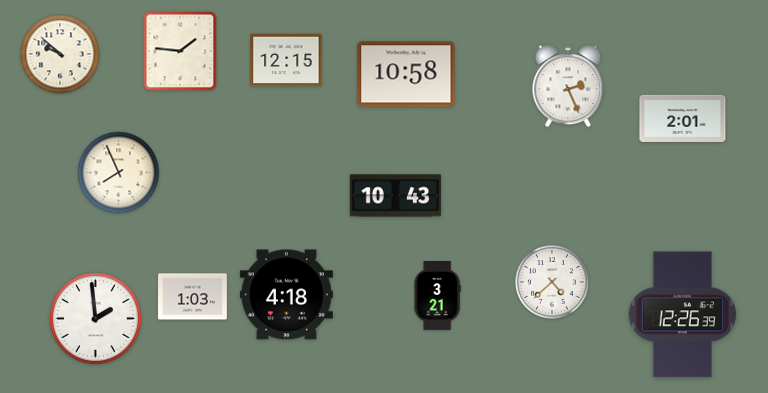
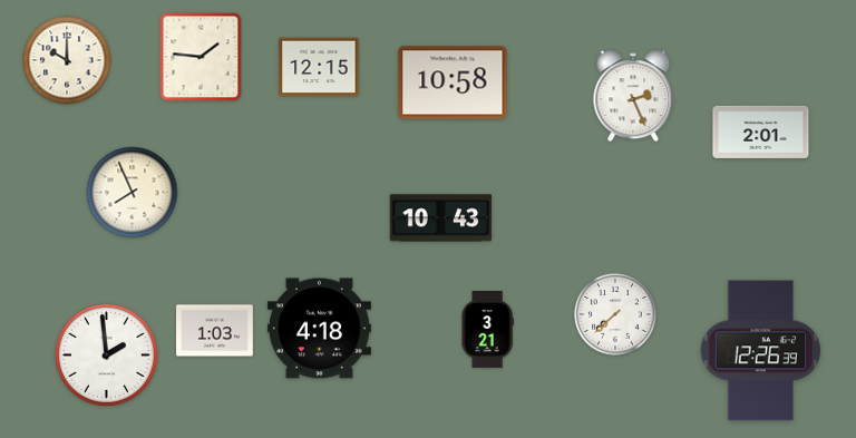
clock at (60, 54): 9:52 -> 10:00
clock at (552, 282): 4:38 -> 7:38
